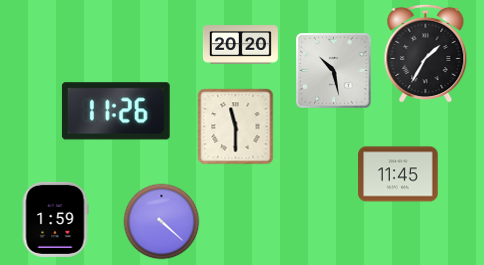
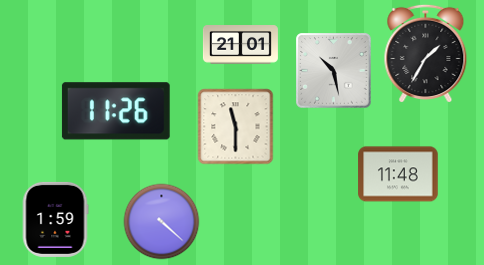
clock at (240, 45): 20:20 -> 21:01
clock at (398, 174): 11:45 -> 11:48
